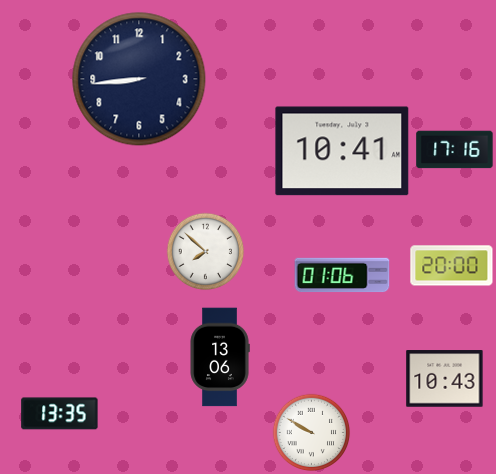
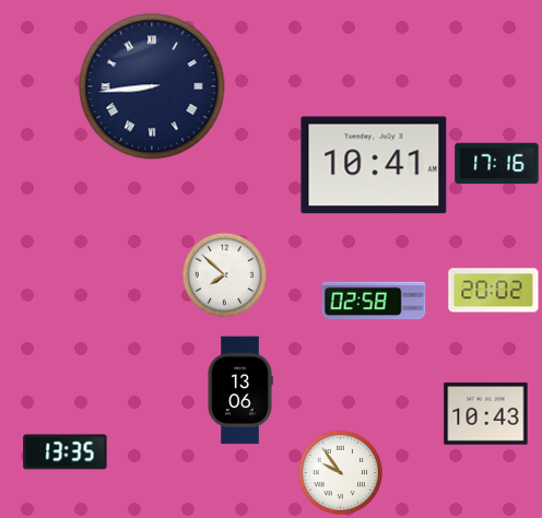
clock at (139, 79) numerals: Arabic -> Roman
clock at (452, 266): 20:00 -> 20:02
clock at (342, 275): 01:06 -> 02:58
clock at (311, 432): 9:50 -> 9:54
